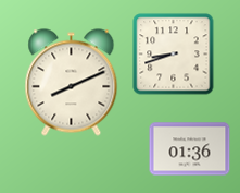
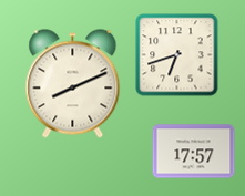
clock at (174, 55): 8:42 -> 6:42
clock at (190, 149): 01:36 -> 17:57
